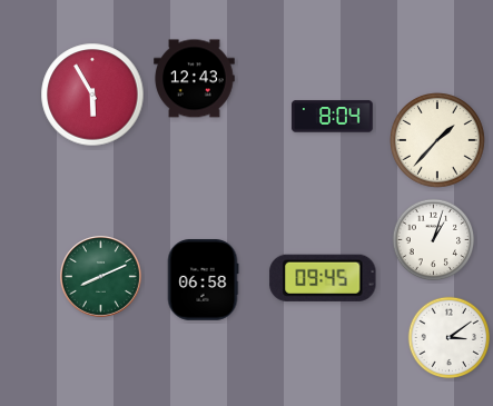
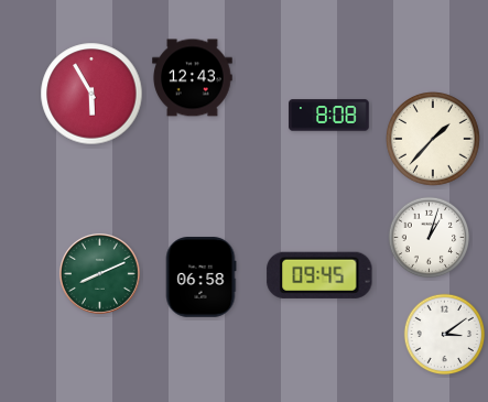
clock at (333, 117): 8:04 -> 8:08
